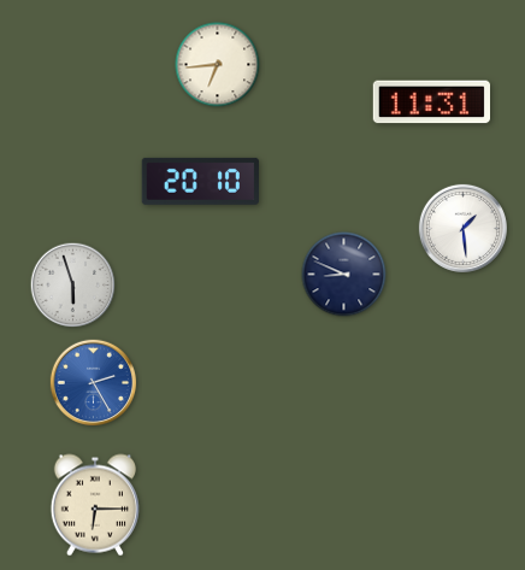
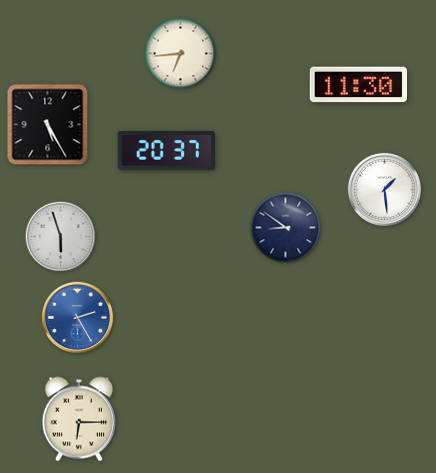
clock at (431, 102): 11:31 -> 11:30
clock at (48, 125): none -> 5:25
clock at (200, 181): 20:10 -> 20:37
clock at (344, 275): 8:49 -> 8:51
